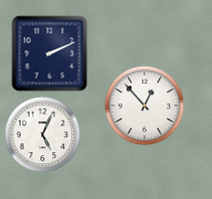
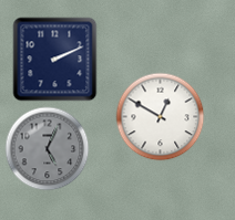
clock at (145, 106): 12:53 -> 12:50
clock at (43, 135) dial: white -> grey
